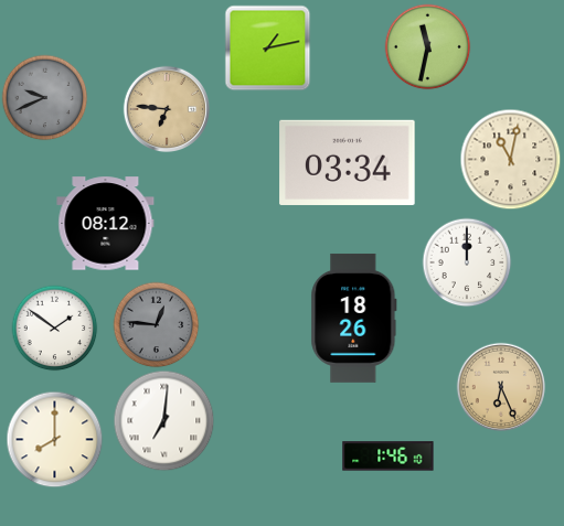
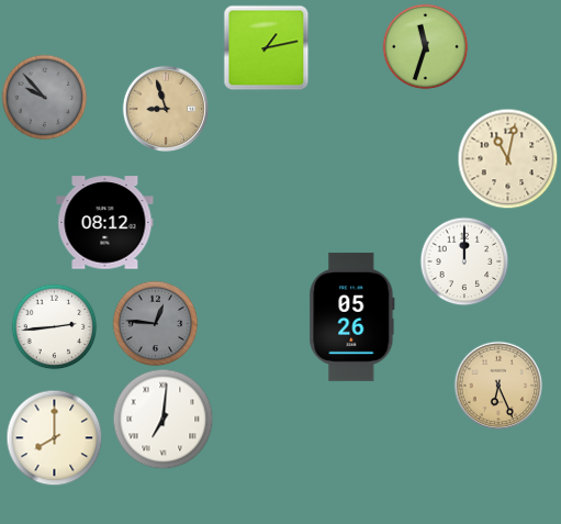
clock at (427, 46): 11:32 -> 11:33
clock at (44, 97): 9:41 -> 9:53
clock at (166, 108): 6:46 -> 8:57
clock at (348, 162): 03:34 -> none
clock at (354, 318): 18:26 -> 05:26
clock at (54, 328): 1:51 -> 2:44
clock at (389, 457): 1:46 -> none
